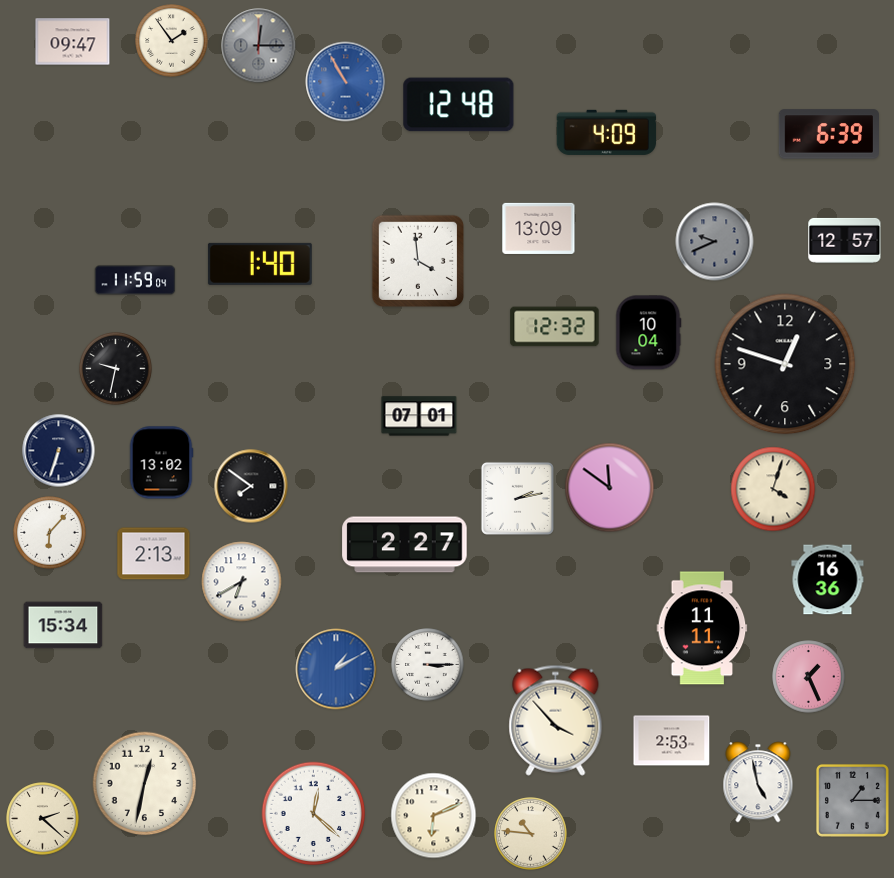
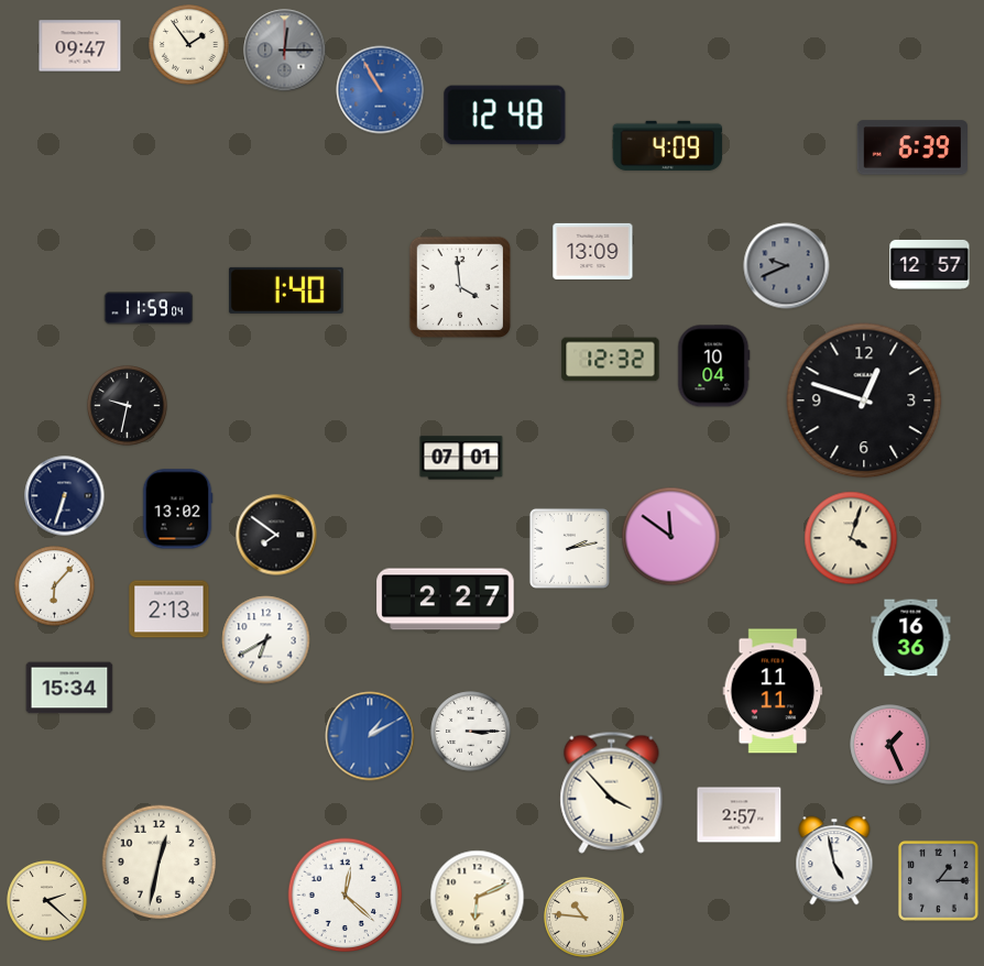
clock at (672, 741): 2:53 -> 2:57
